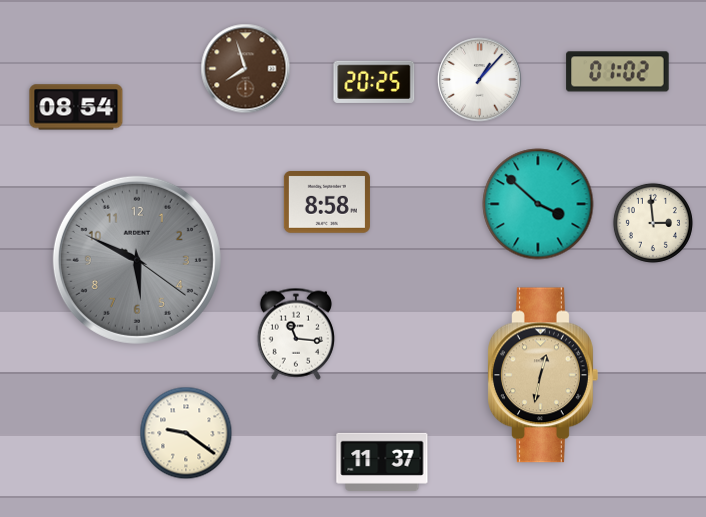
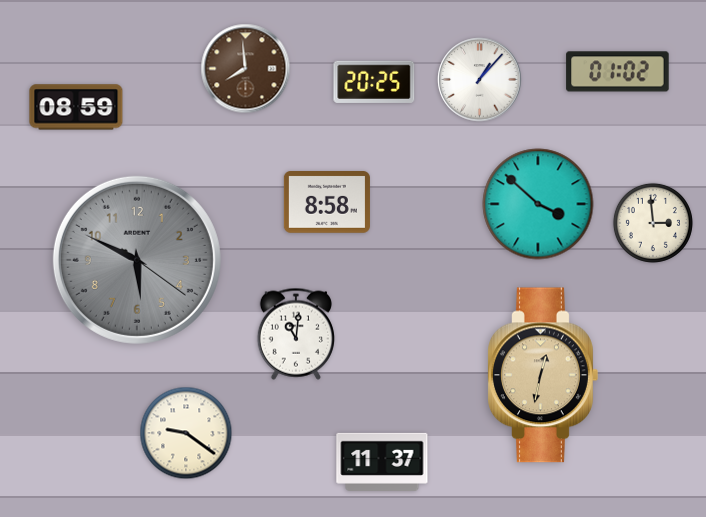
clock at (246, 69): 7:57 -> 7:59
clock at (76, 107): 08:54 -> 08:59
clock at (296, 334): 11:16 -> 11:01
